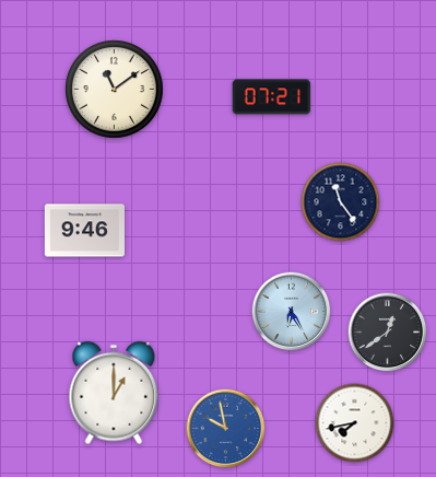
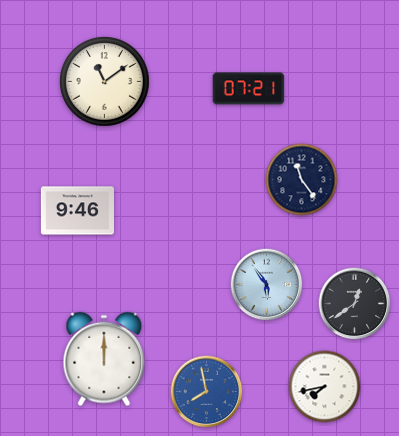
clock at (341, 202) position: (341, 202) -> (302, 180)
clock at (292, 312): 6:25 -> 5:54
clock at (114, 393): 1:00 -> 12:00
clock at (226, 429): 9:58 -> 7:58
